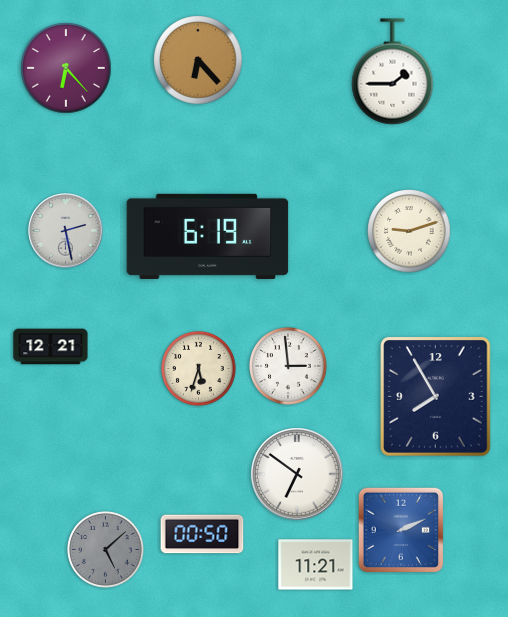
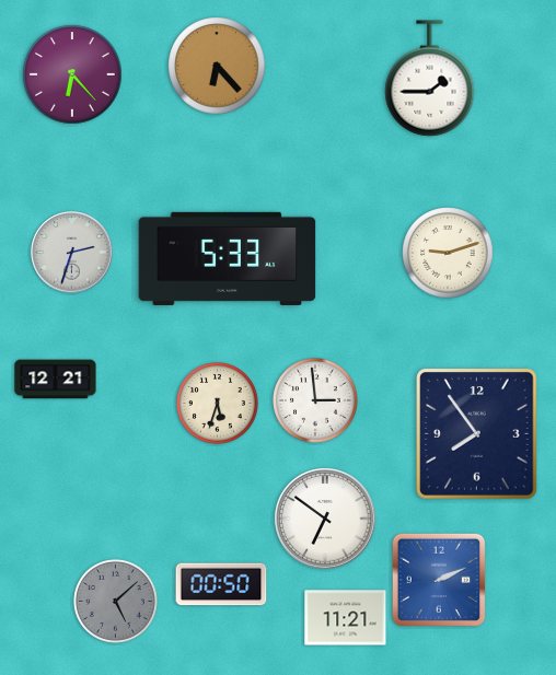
clock at (66, 231): 2:28 -> 2:33
clock at (208, 236): 6:19 -> 5:33
clock at (436, 397): 7:55 -> 7:54
